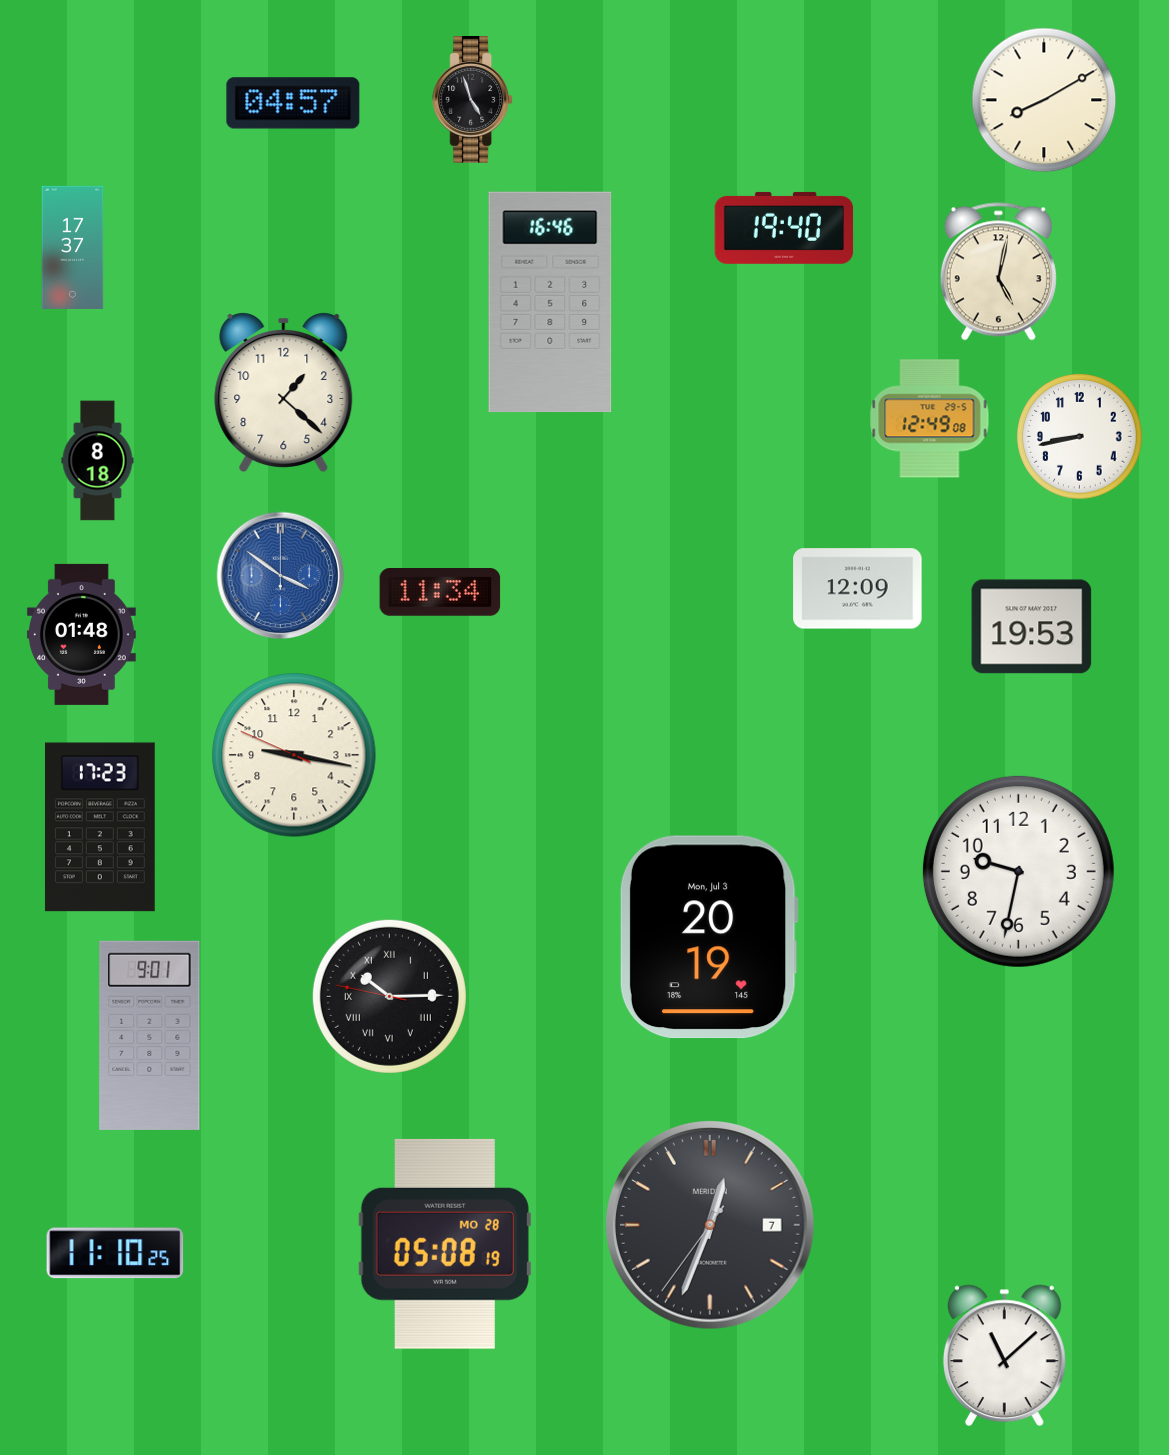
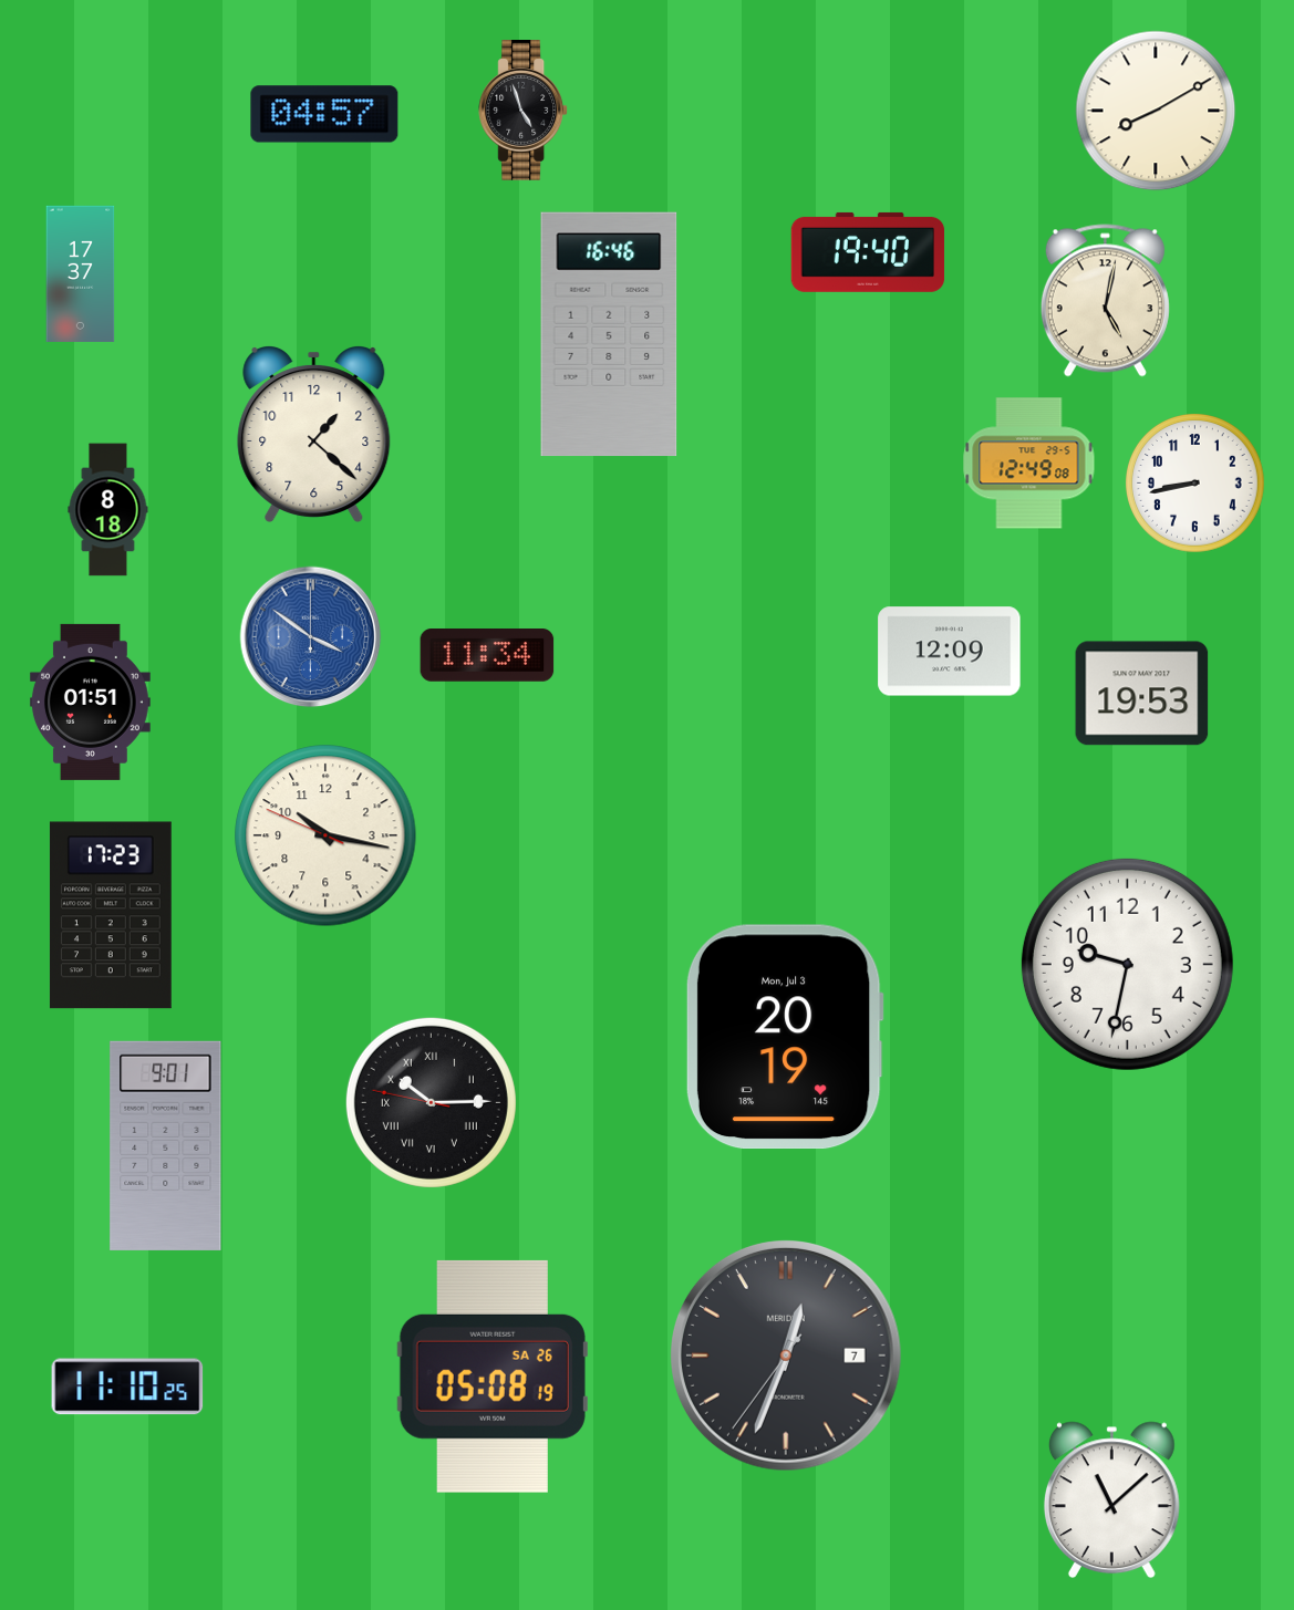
clock at (82, 634): 01:48 -> 01:51
clock at (294, 755): 9:16 -> 10:16
clock at (445, 1244) date: MO 28 -> SA 26
